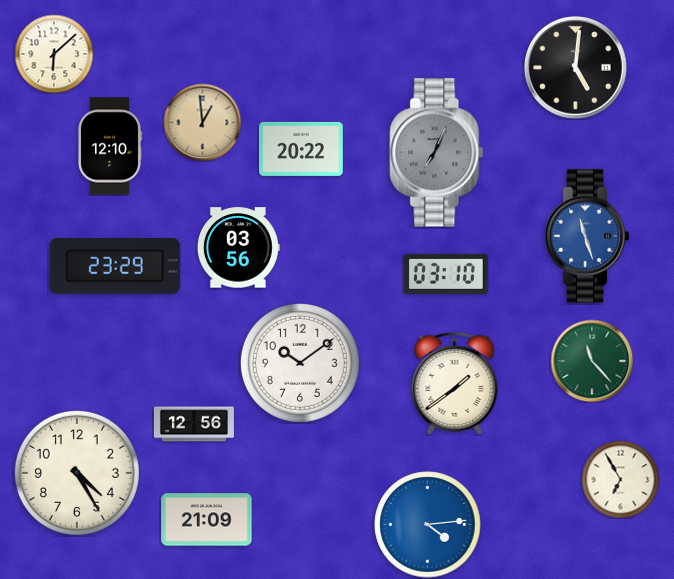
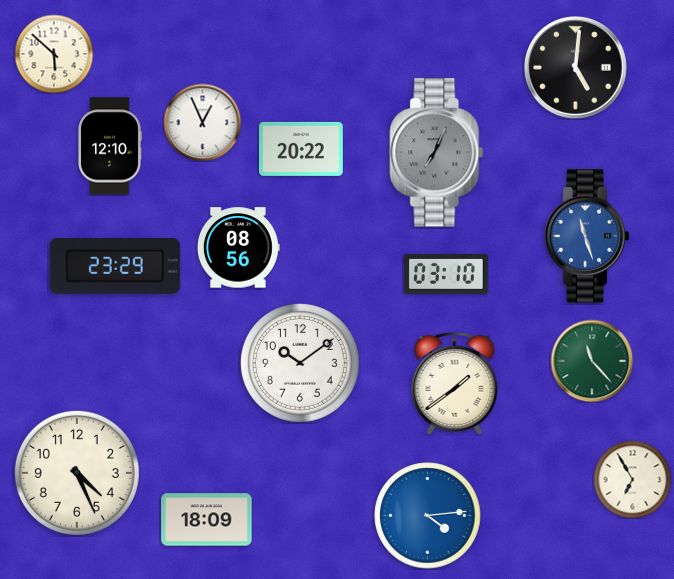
clock at (54, 54): 6:08 -> 5:52
clock at (202, 122): 12:59 -> 12:56
clock at (202, 122) dial: champagne -> white
clock at (238, 248): 03:56 -> 08:56
clock at (194, 424): 12:56 -> none
clock at (77, 473): 4:25 -> 4:26
clock at (620, 479) position: (620, 479) -> (632, 479)
clock at (207, 520): 21:09 -> 18:09
clock at (428, 525) position: (428, 525) -> (428, 516)
